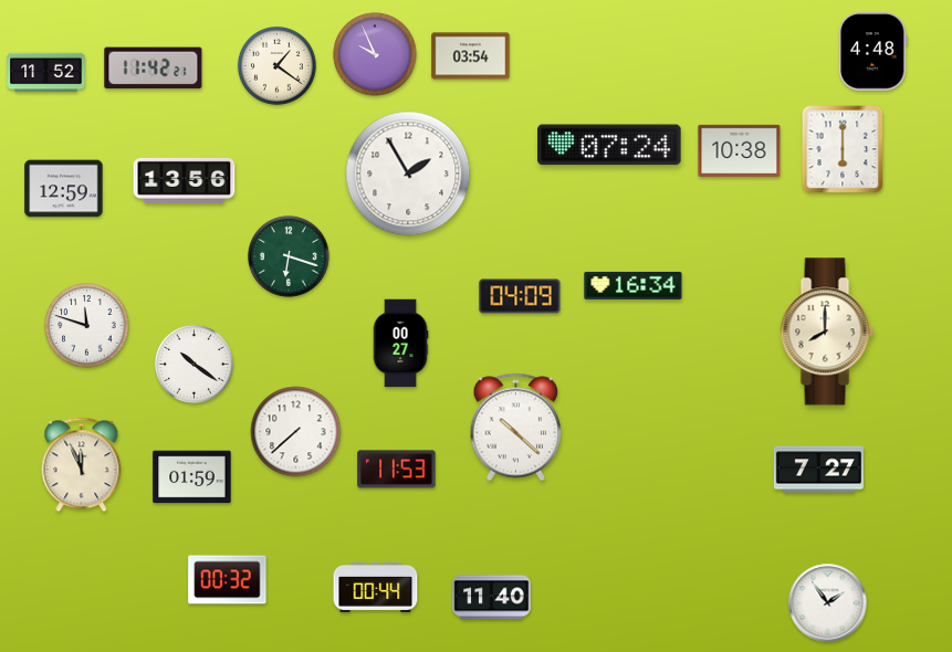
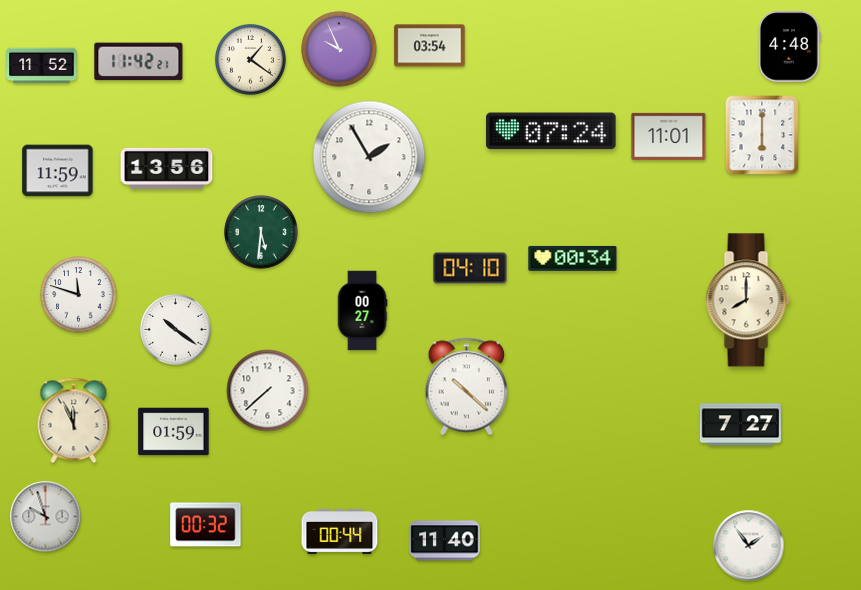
clock at (471, 56) position: (471, 56) -> (430, 46)
clock at (740, 150): 10:38 -> 11:01
clock at (185, 180) position: (185, 180) -> (167, 168)
clock at (64, 189): 12:59 -> 11:59
clock at (289, 256): 6:18 -> 5:31
clock at (634, 285): 16:34 -> 00:34
clock at (520, 296): 04:09 -> 04:10
clock at (397, 470): 11:53 -> none
clock at (46, 517): none -> 9:57
